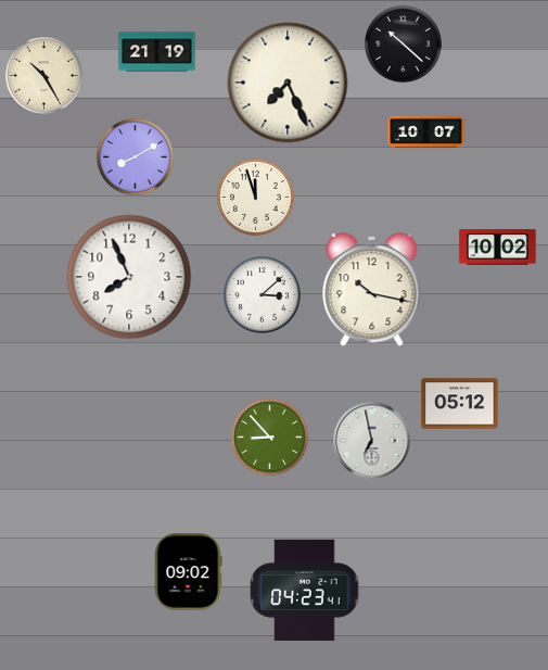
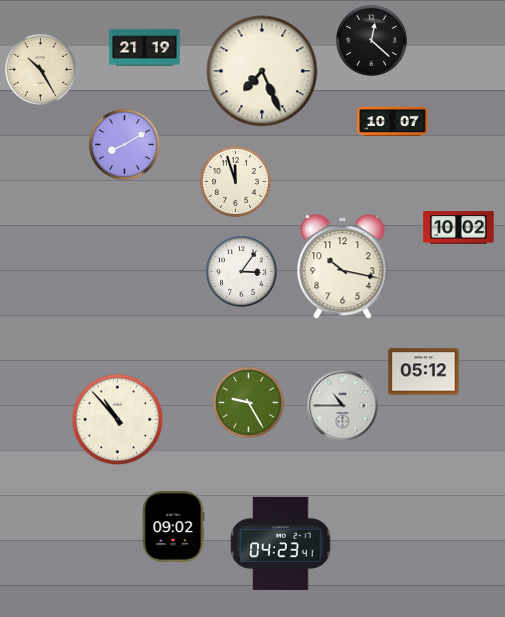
clock at (403, 43): 10:22 -> 12:22
clock at (288, 83) position: (288, 83) -> (262, 71)
clock at (129, 277): 7:56 -> none
clock at (262, 294): 3:08 -> 3:06
clock at (269, 437): 8:53 -> 9:25
clock at (372, 441): 6:58 -> 10:45
clock at (118, 420): none -> 10:53
